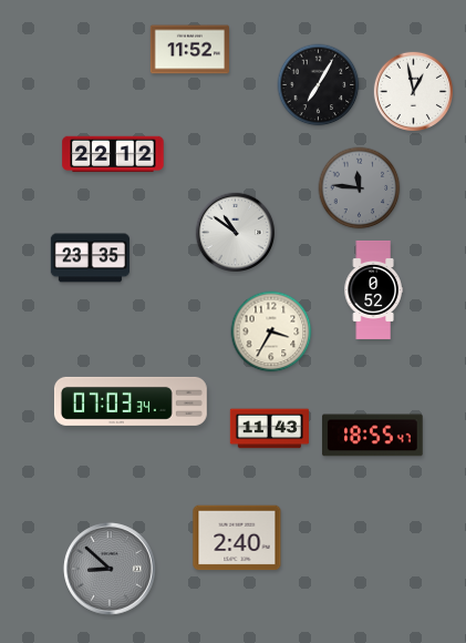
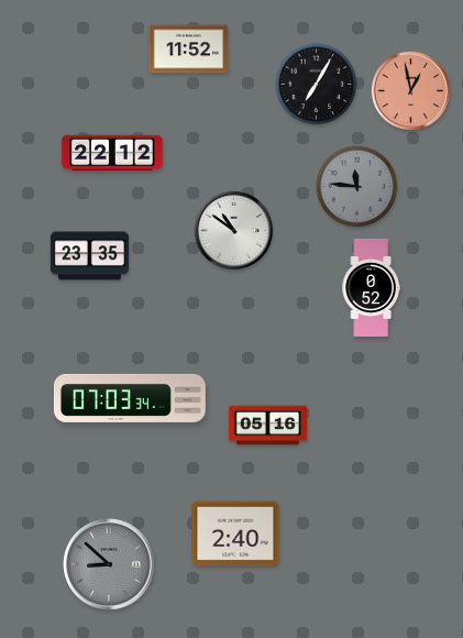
clock at (413, 91) dial: white -> salmon
clock at (271, 331): 3:35 -> none
clock at (269, 429): 11:43 -> 05:16
clock at (373, 436): 18:55 -> none
